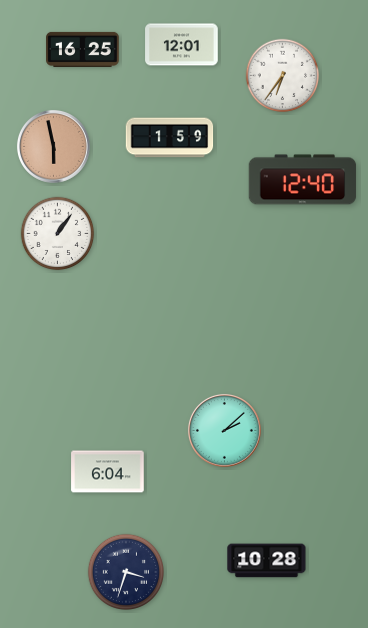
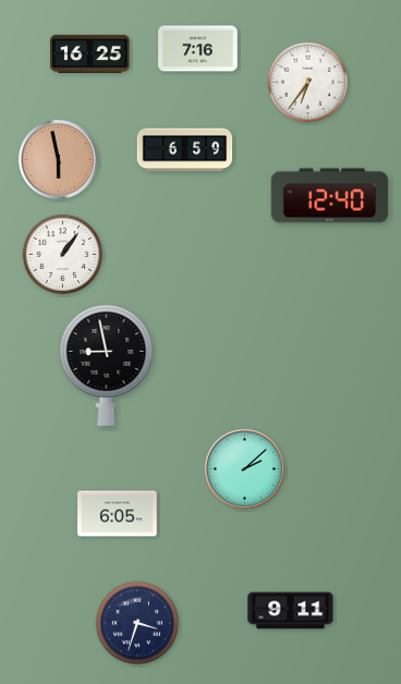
clock at (182, 45): 12:01 -> 7:16
clock at (170, 138): 1:59 -> 6:59
clock at (107, 366): none -> 8:58
clock at (108, 472): 6:04 -> 6:05
clock at (267, 561): 10:28 -> 9:11
